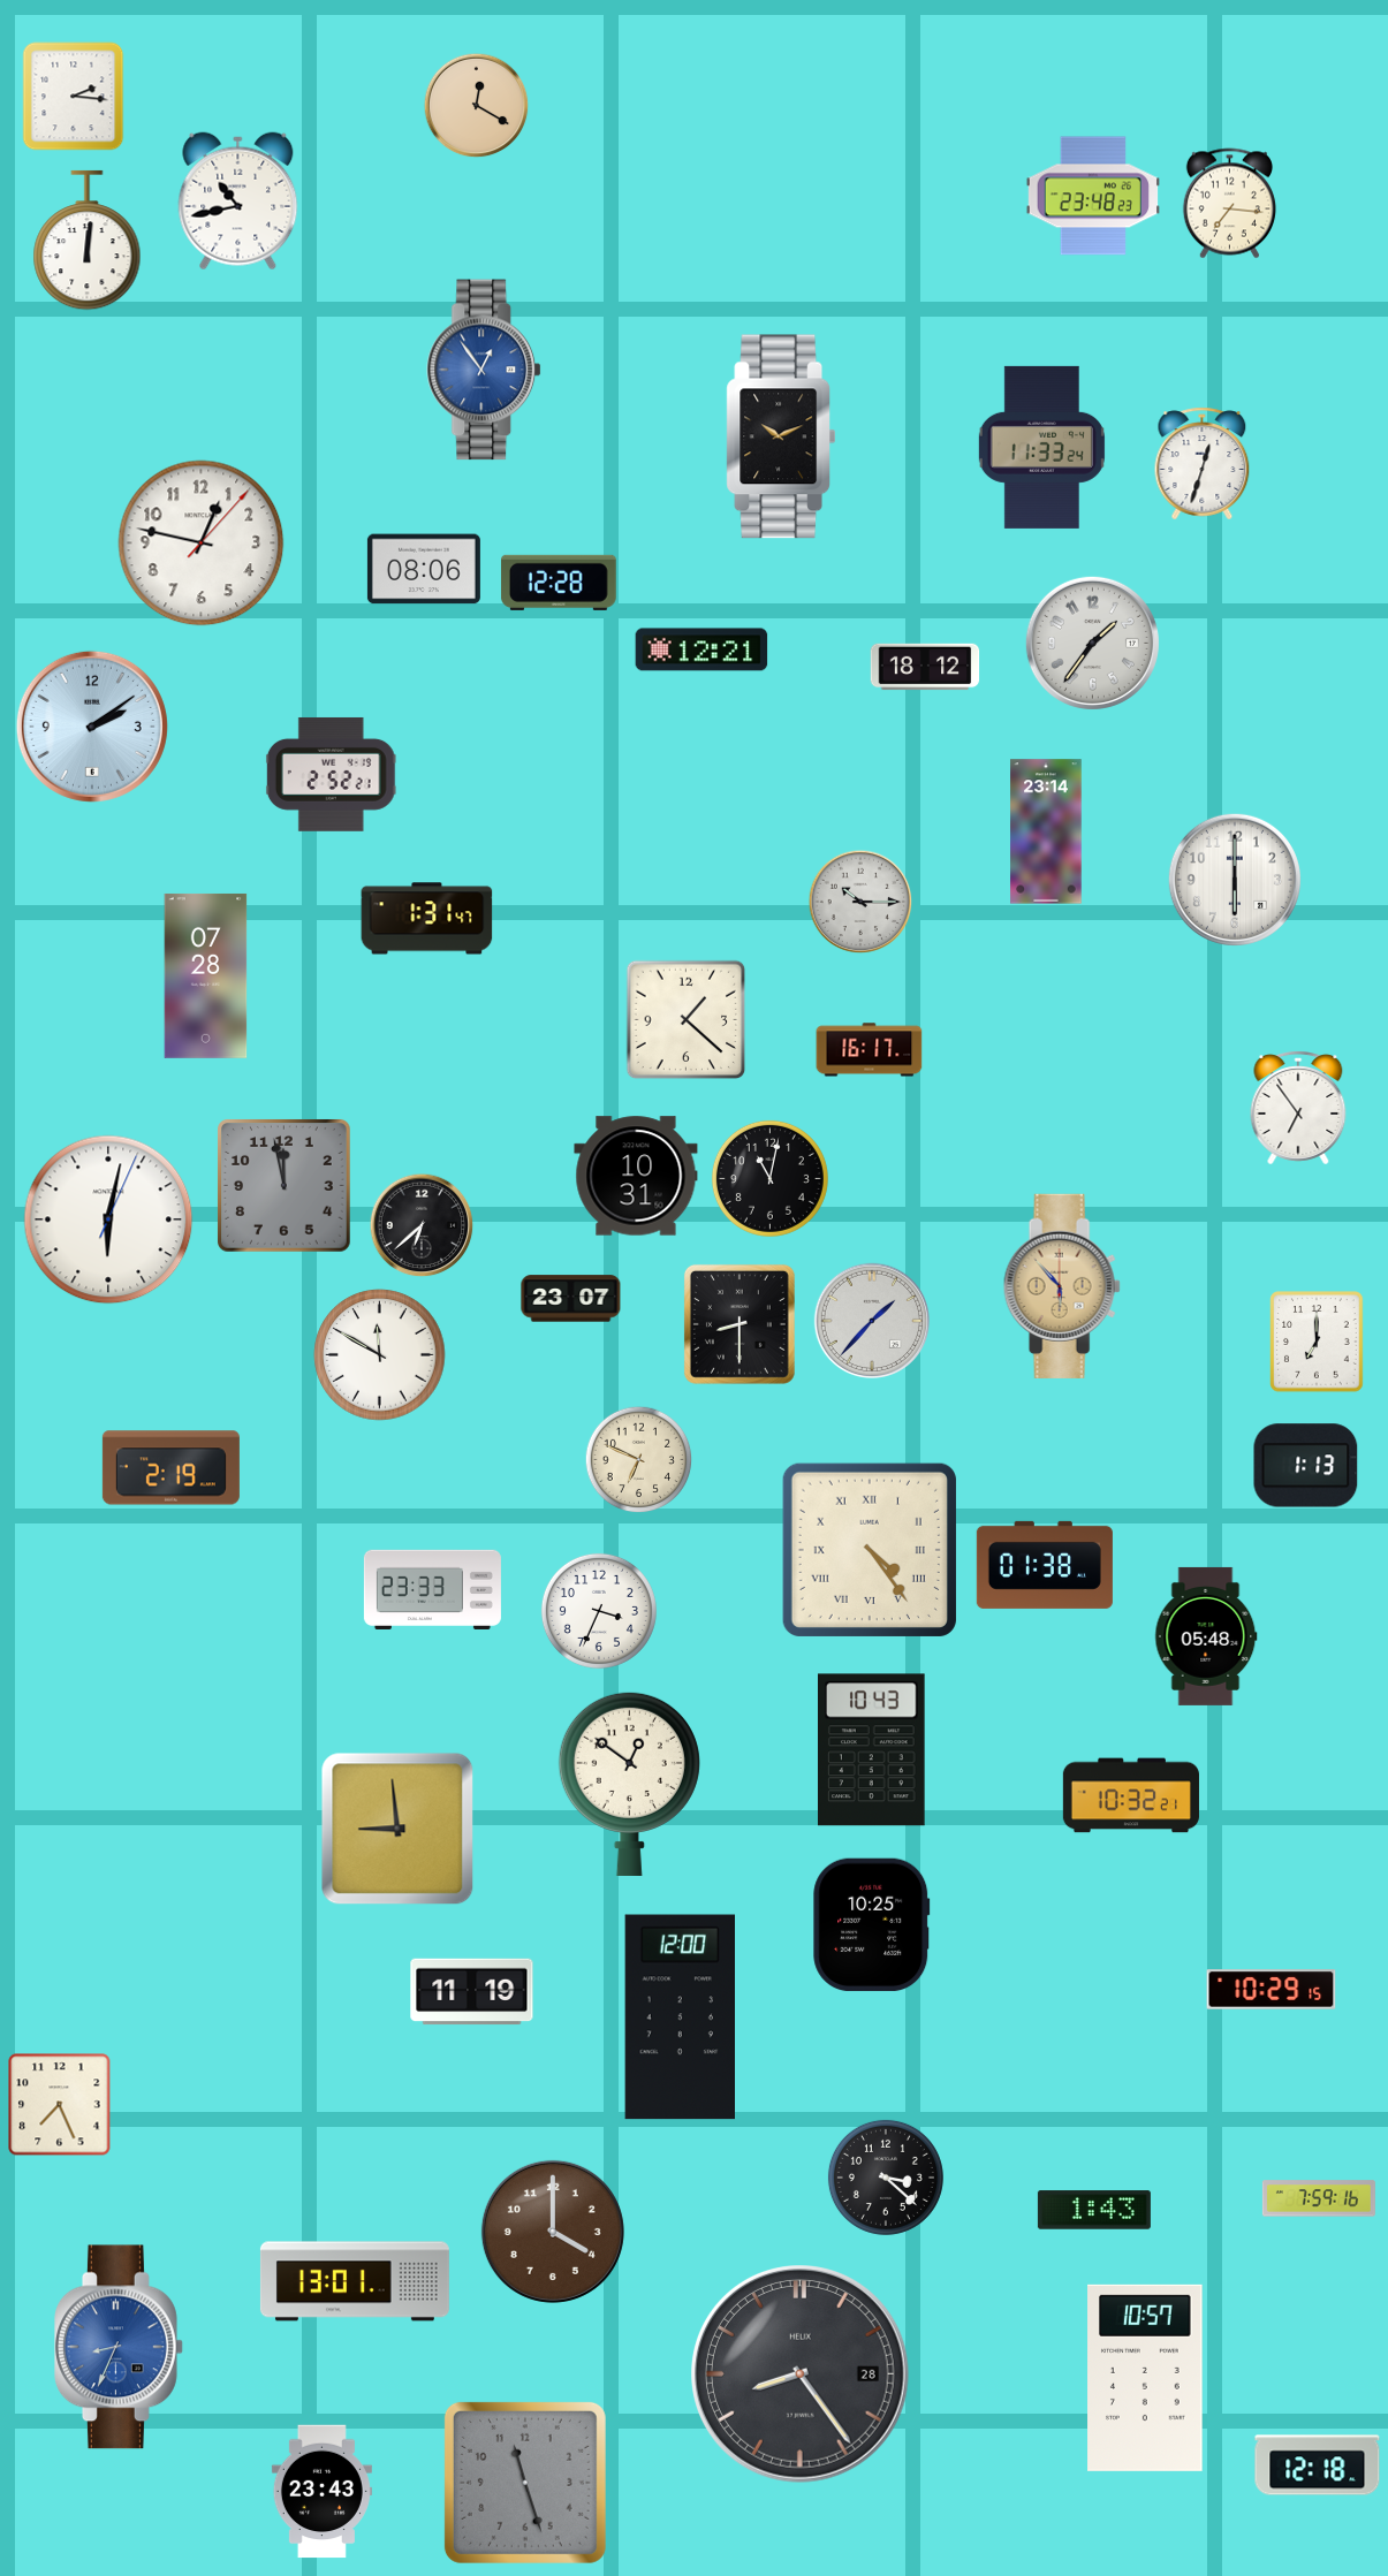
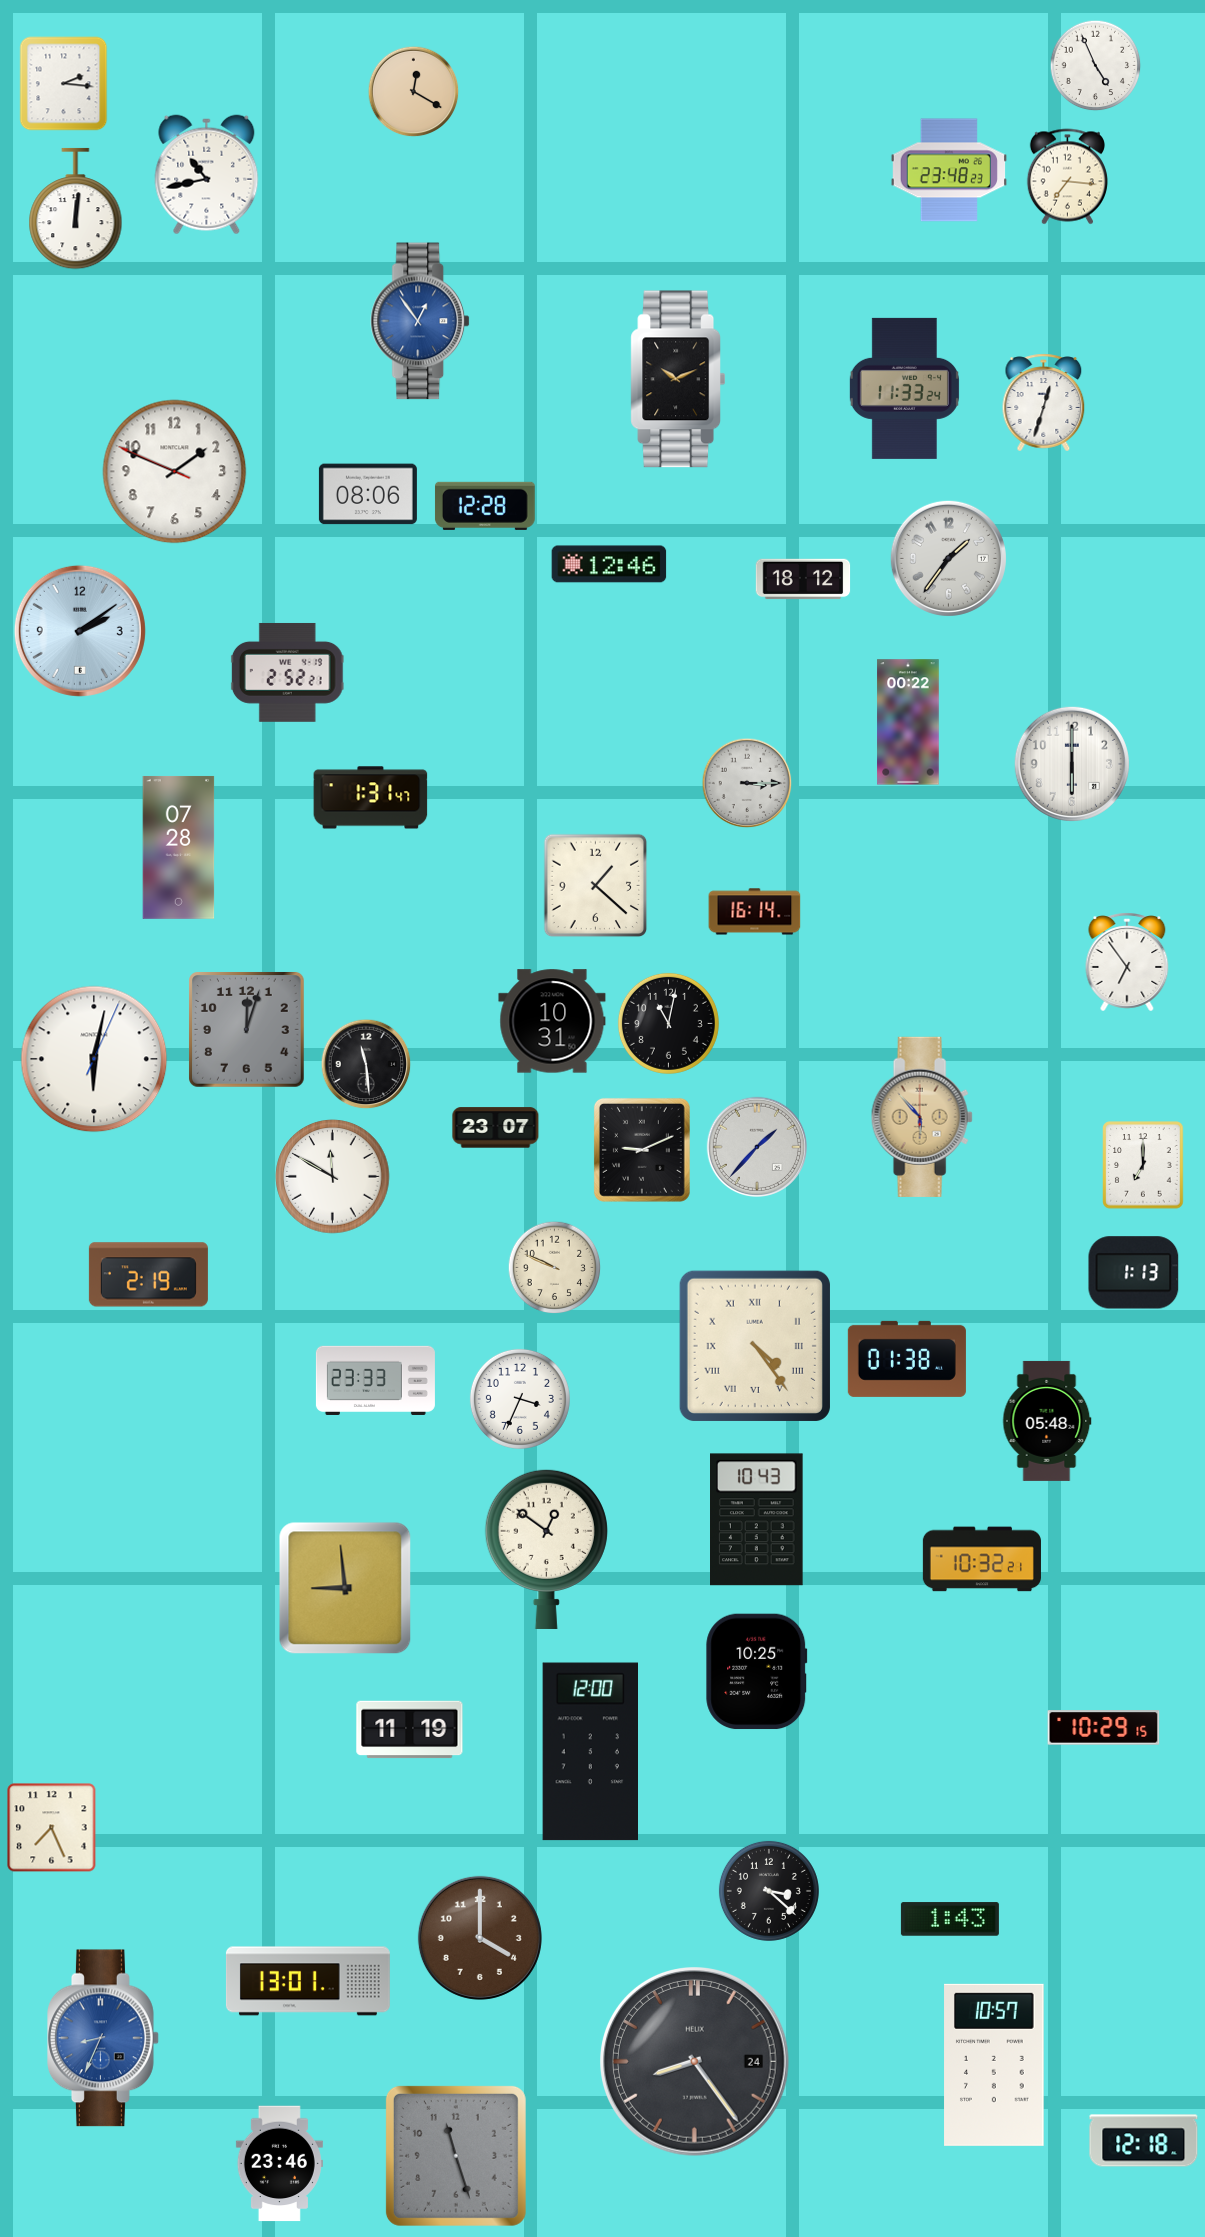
clock at (1096, 66): none -> 4:56
clock at (202, 544): 12:47 -> 1:48
clock at (701, 649): 12:21 -> 12:46
clock at (1046, 831): 23:14 -> 00:22
clock at (860, 902): 10:15 -> 3:15
clock at (870, 1050): 16:17 -> 16:14
clock at (285, 1186): 11:58 -> 12:03
clock at (422, 1225): 6:38 -> 11:29
clock at (739, 1324): 8:30 -> 9:11
clock at (380, 1355) position: (380, 1355) -> (333, 1177)
clock at (639, 1460): 6:49 -> 9:49
clock at (1319, 2198): 7:59 -> none
clock at (801, 2374) date: 28 -> 24
clock at (321, 2492): 23:43 -> 23:46
